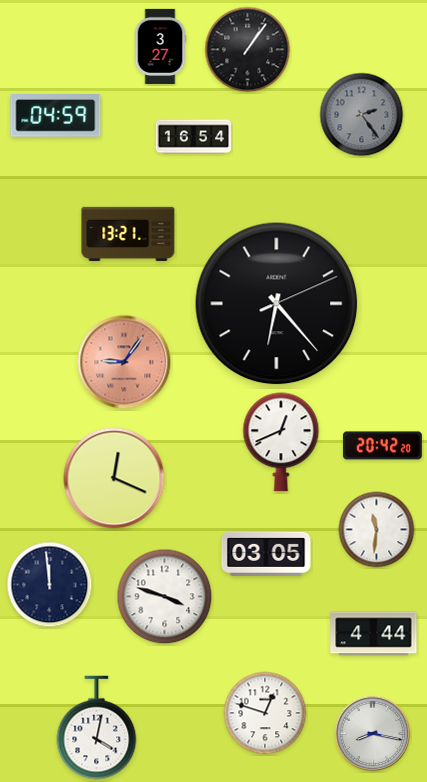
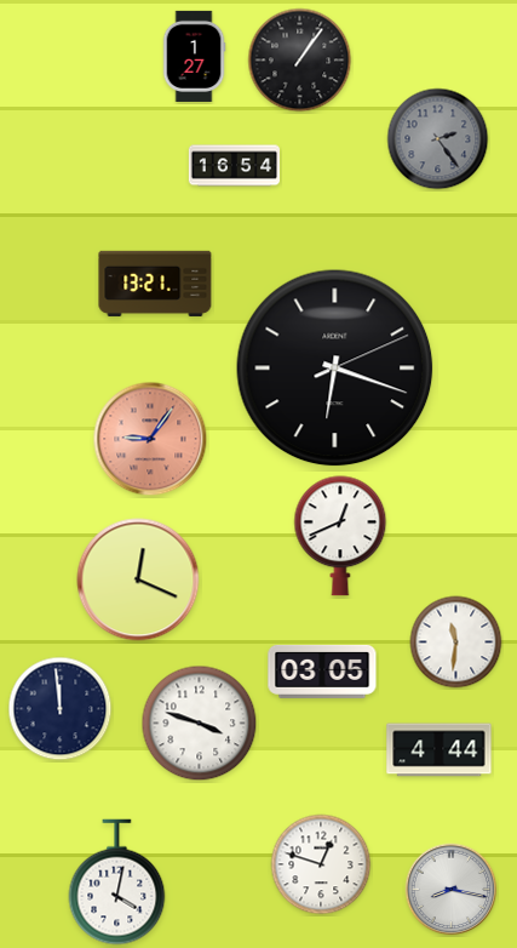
clock at (160, 46): 3:27 -> 1:27
clock at (56, 116): 04:59 -> none
clock at (277, 304): 6:23 -> 6:18
clock at (382, 446): 20:42 -> none
clock at (374, 634) position: (374, 634) -> (440, 750)
